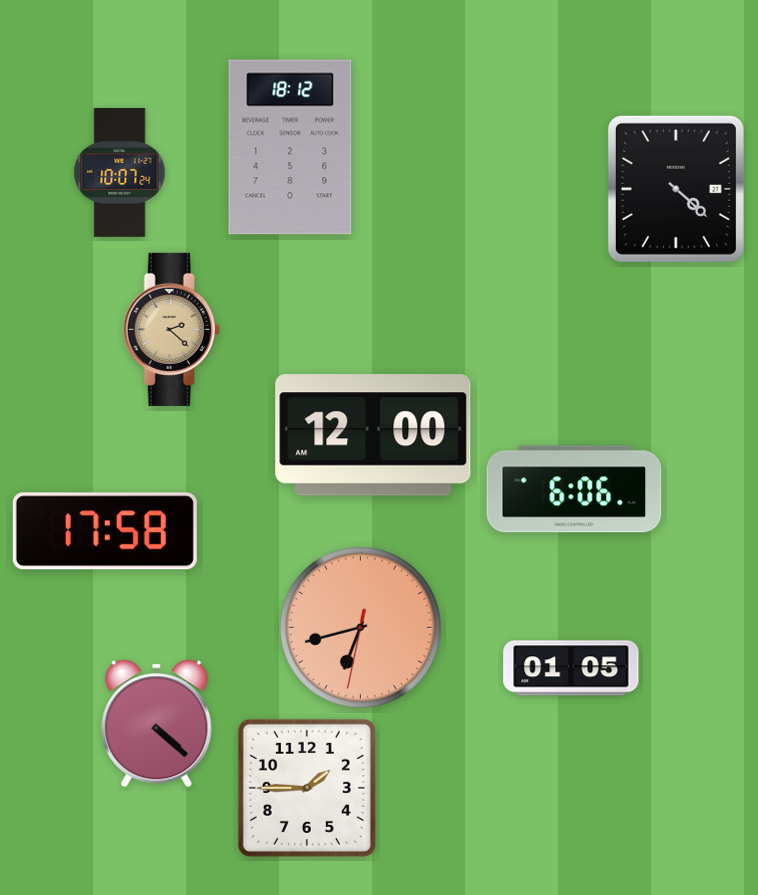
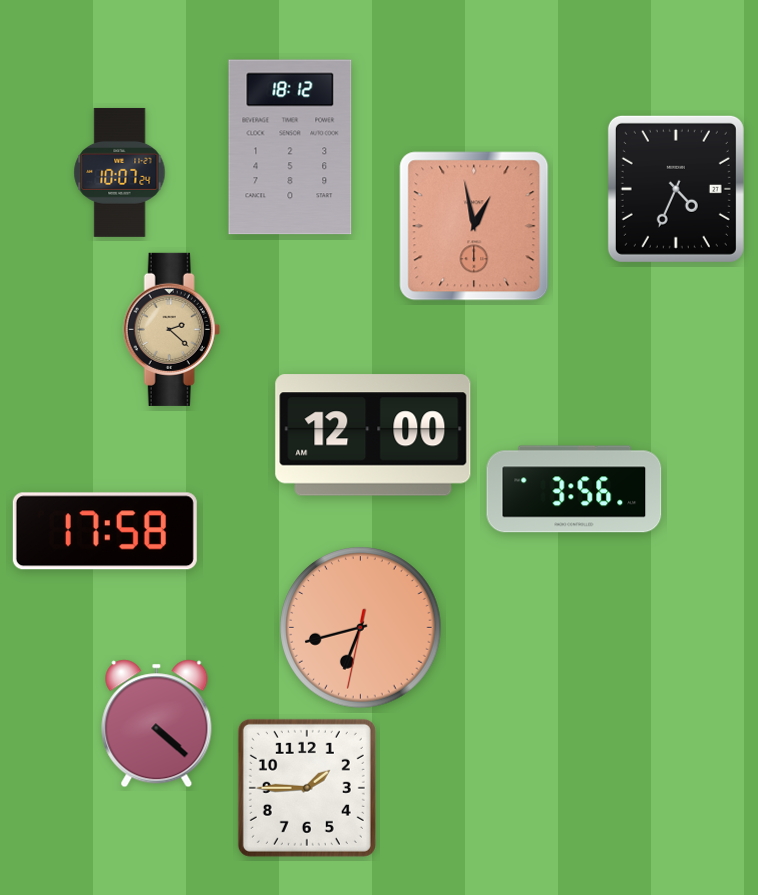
clock at (676, 189): 4:22 -> 4:34
clock at (474, 226): none -> 12:58
clock at (574, 489): 6:06 -> 3:56
clock at (571, 668): 01:05 -> none
